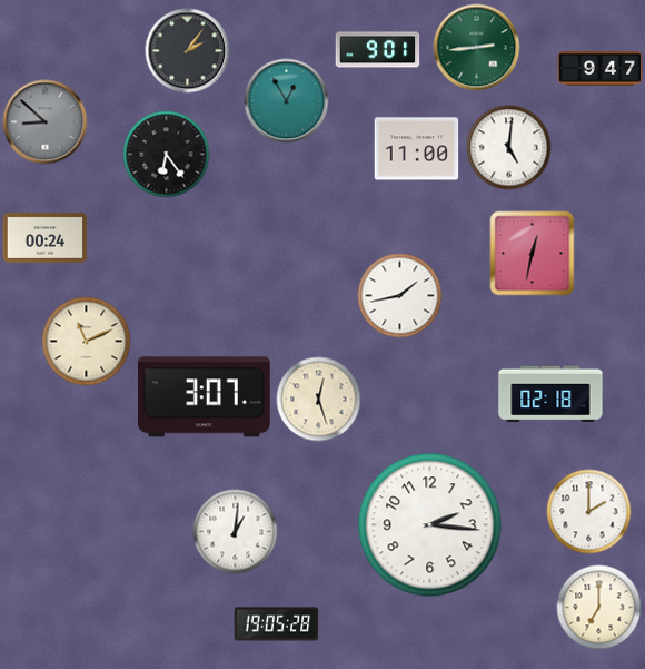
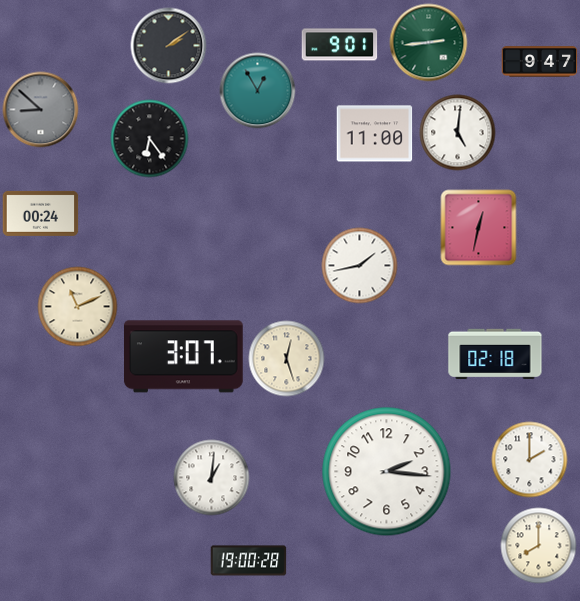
clock at (188, 51): 2:06 -> 2:09
clock at (599, 608): 7:00 -> 8:00
clock at (277, 624): 19:05 -> 19:00
